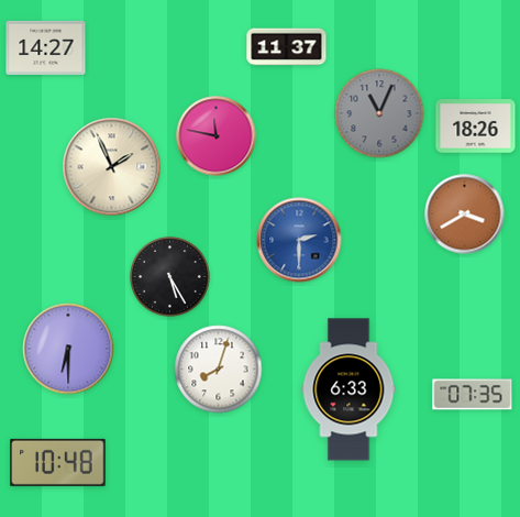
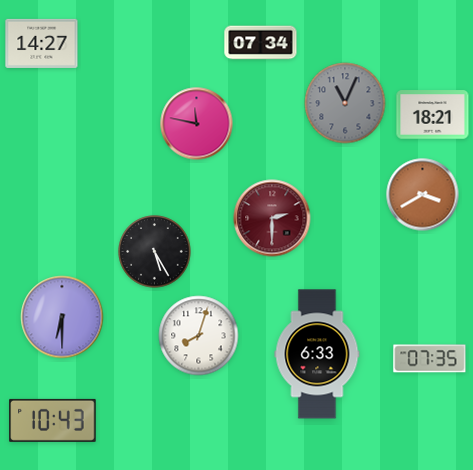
clock at (287, 47): 11:37 -> 07:34
clock at (476, 127): 18:26 -> 18:21
clock at (112, 167): 1:56 -> none
clock at (299, 240) dial: blue -> burgundy
clock at (58, 462): 10:48 -> 10:43
